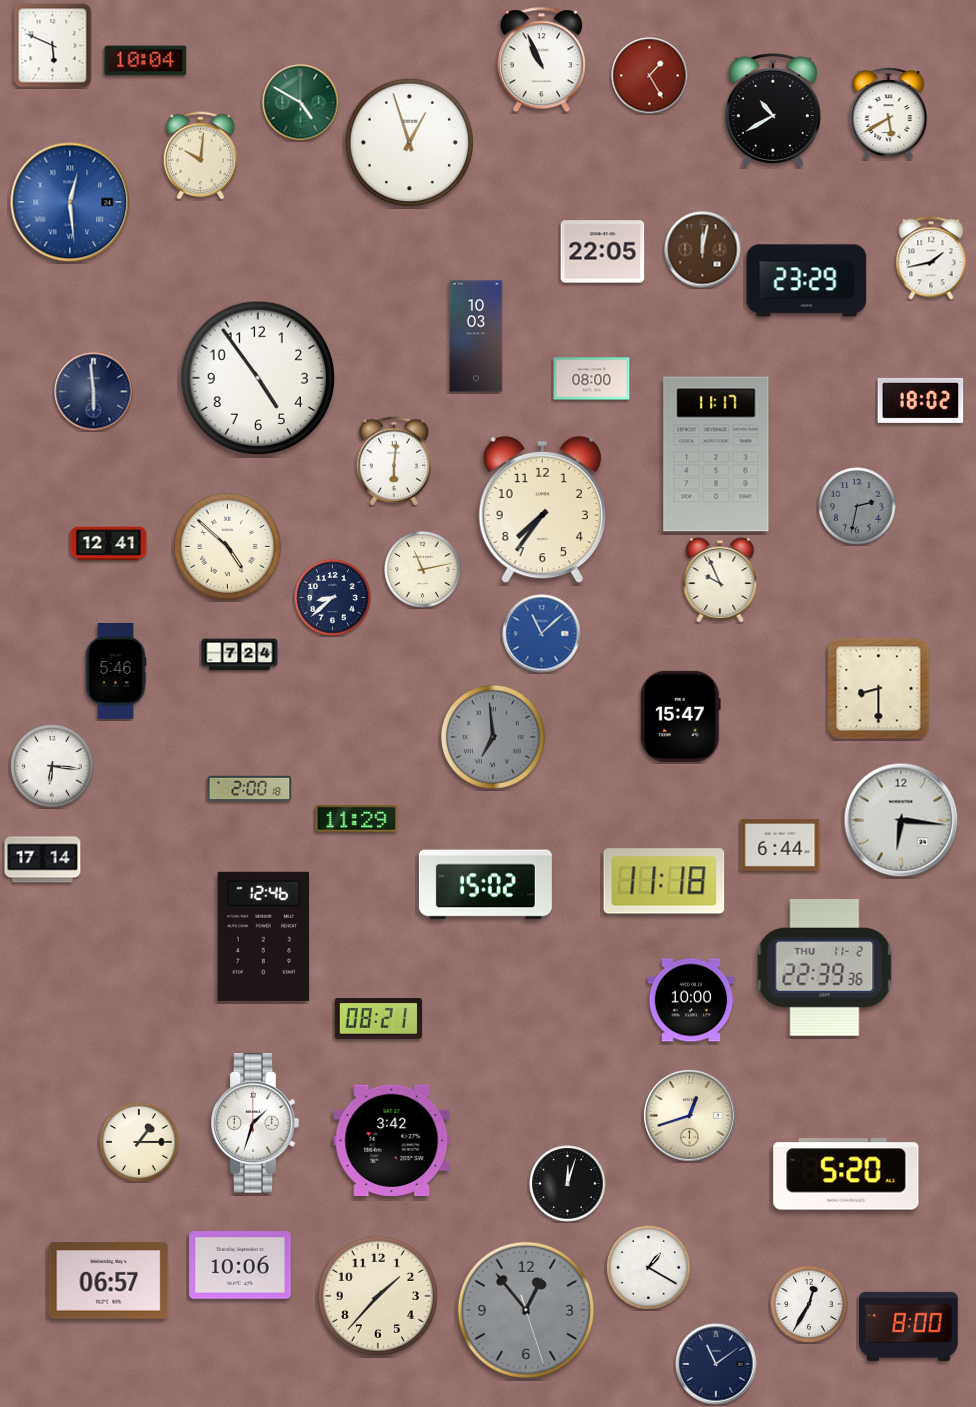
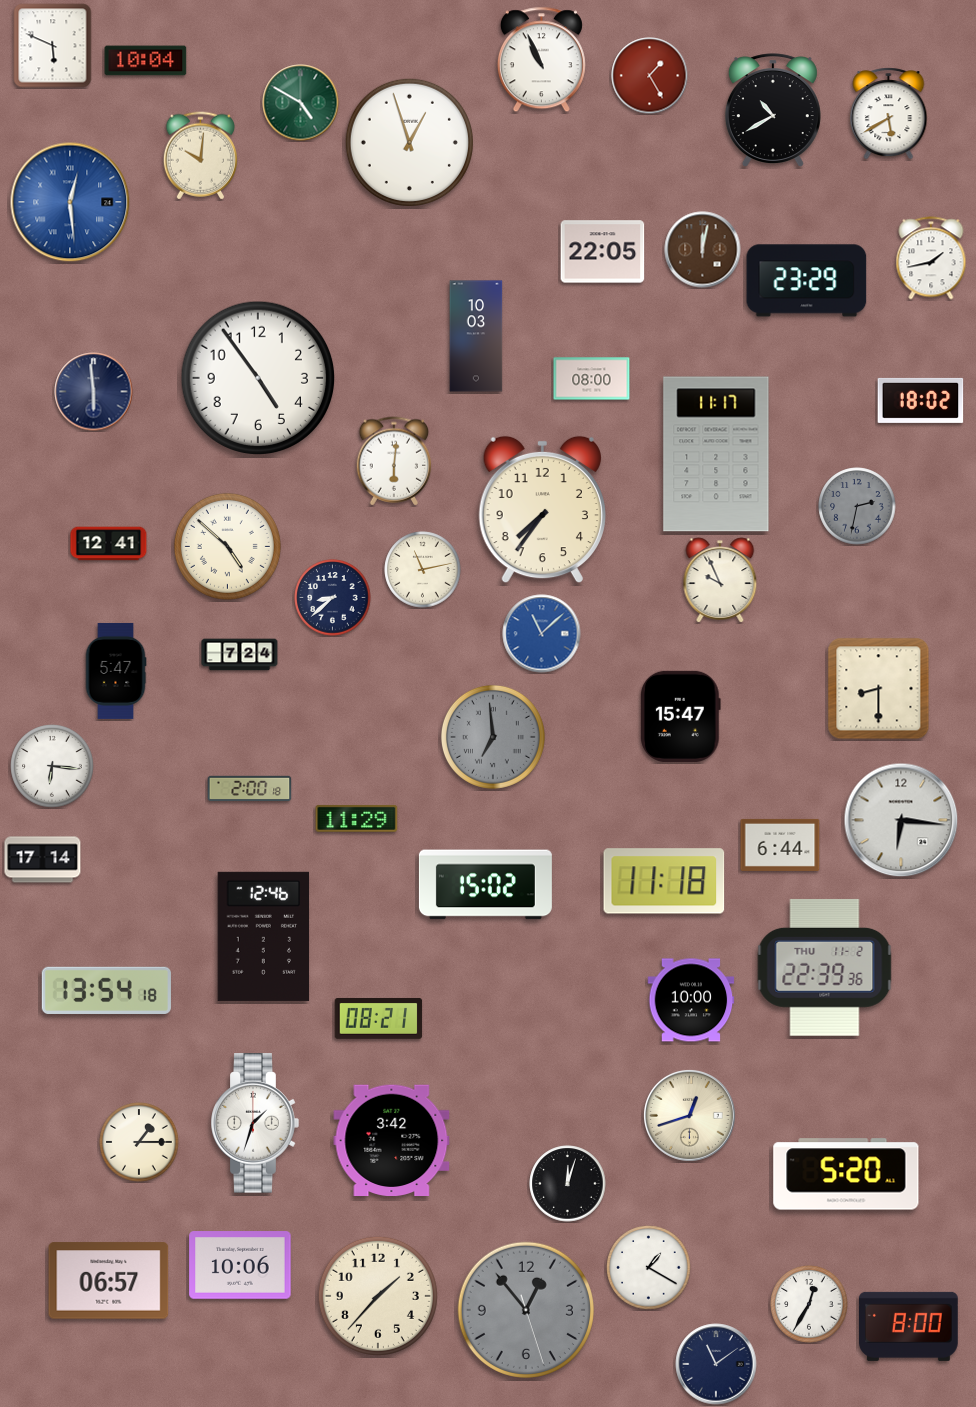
clock at (116, 671): 5:46 -> 5:47
clock at (106, 990): none -> 13:54
